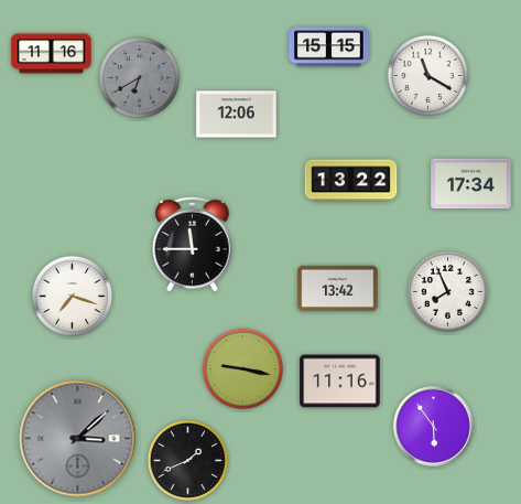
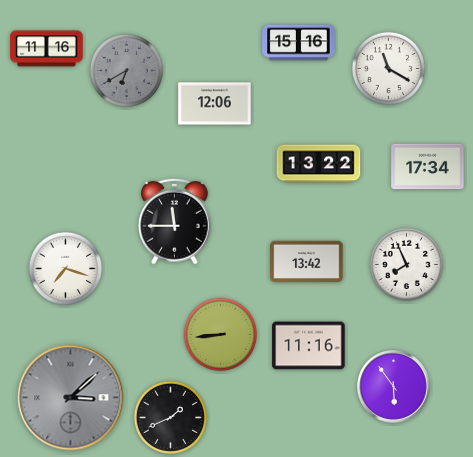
clock at (329, 47): 15:15 -> 15:16
clock at (242, 368): 9:17 -> 8:44
